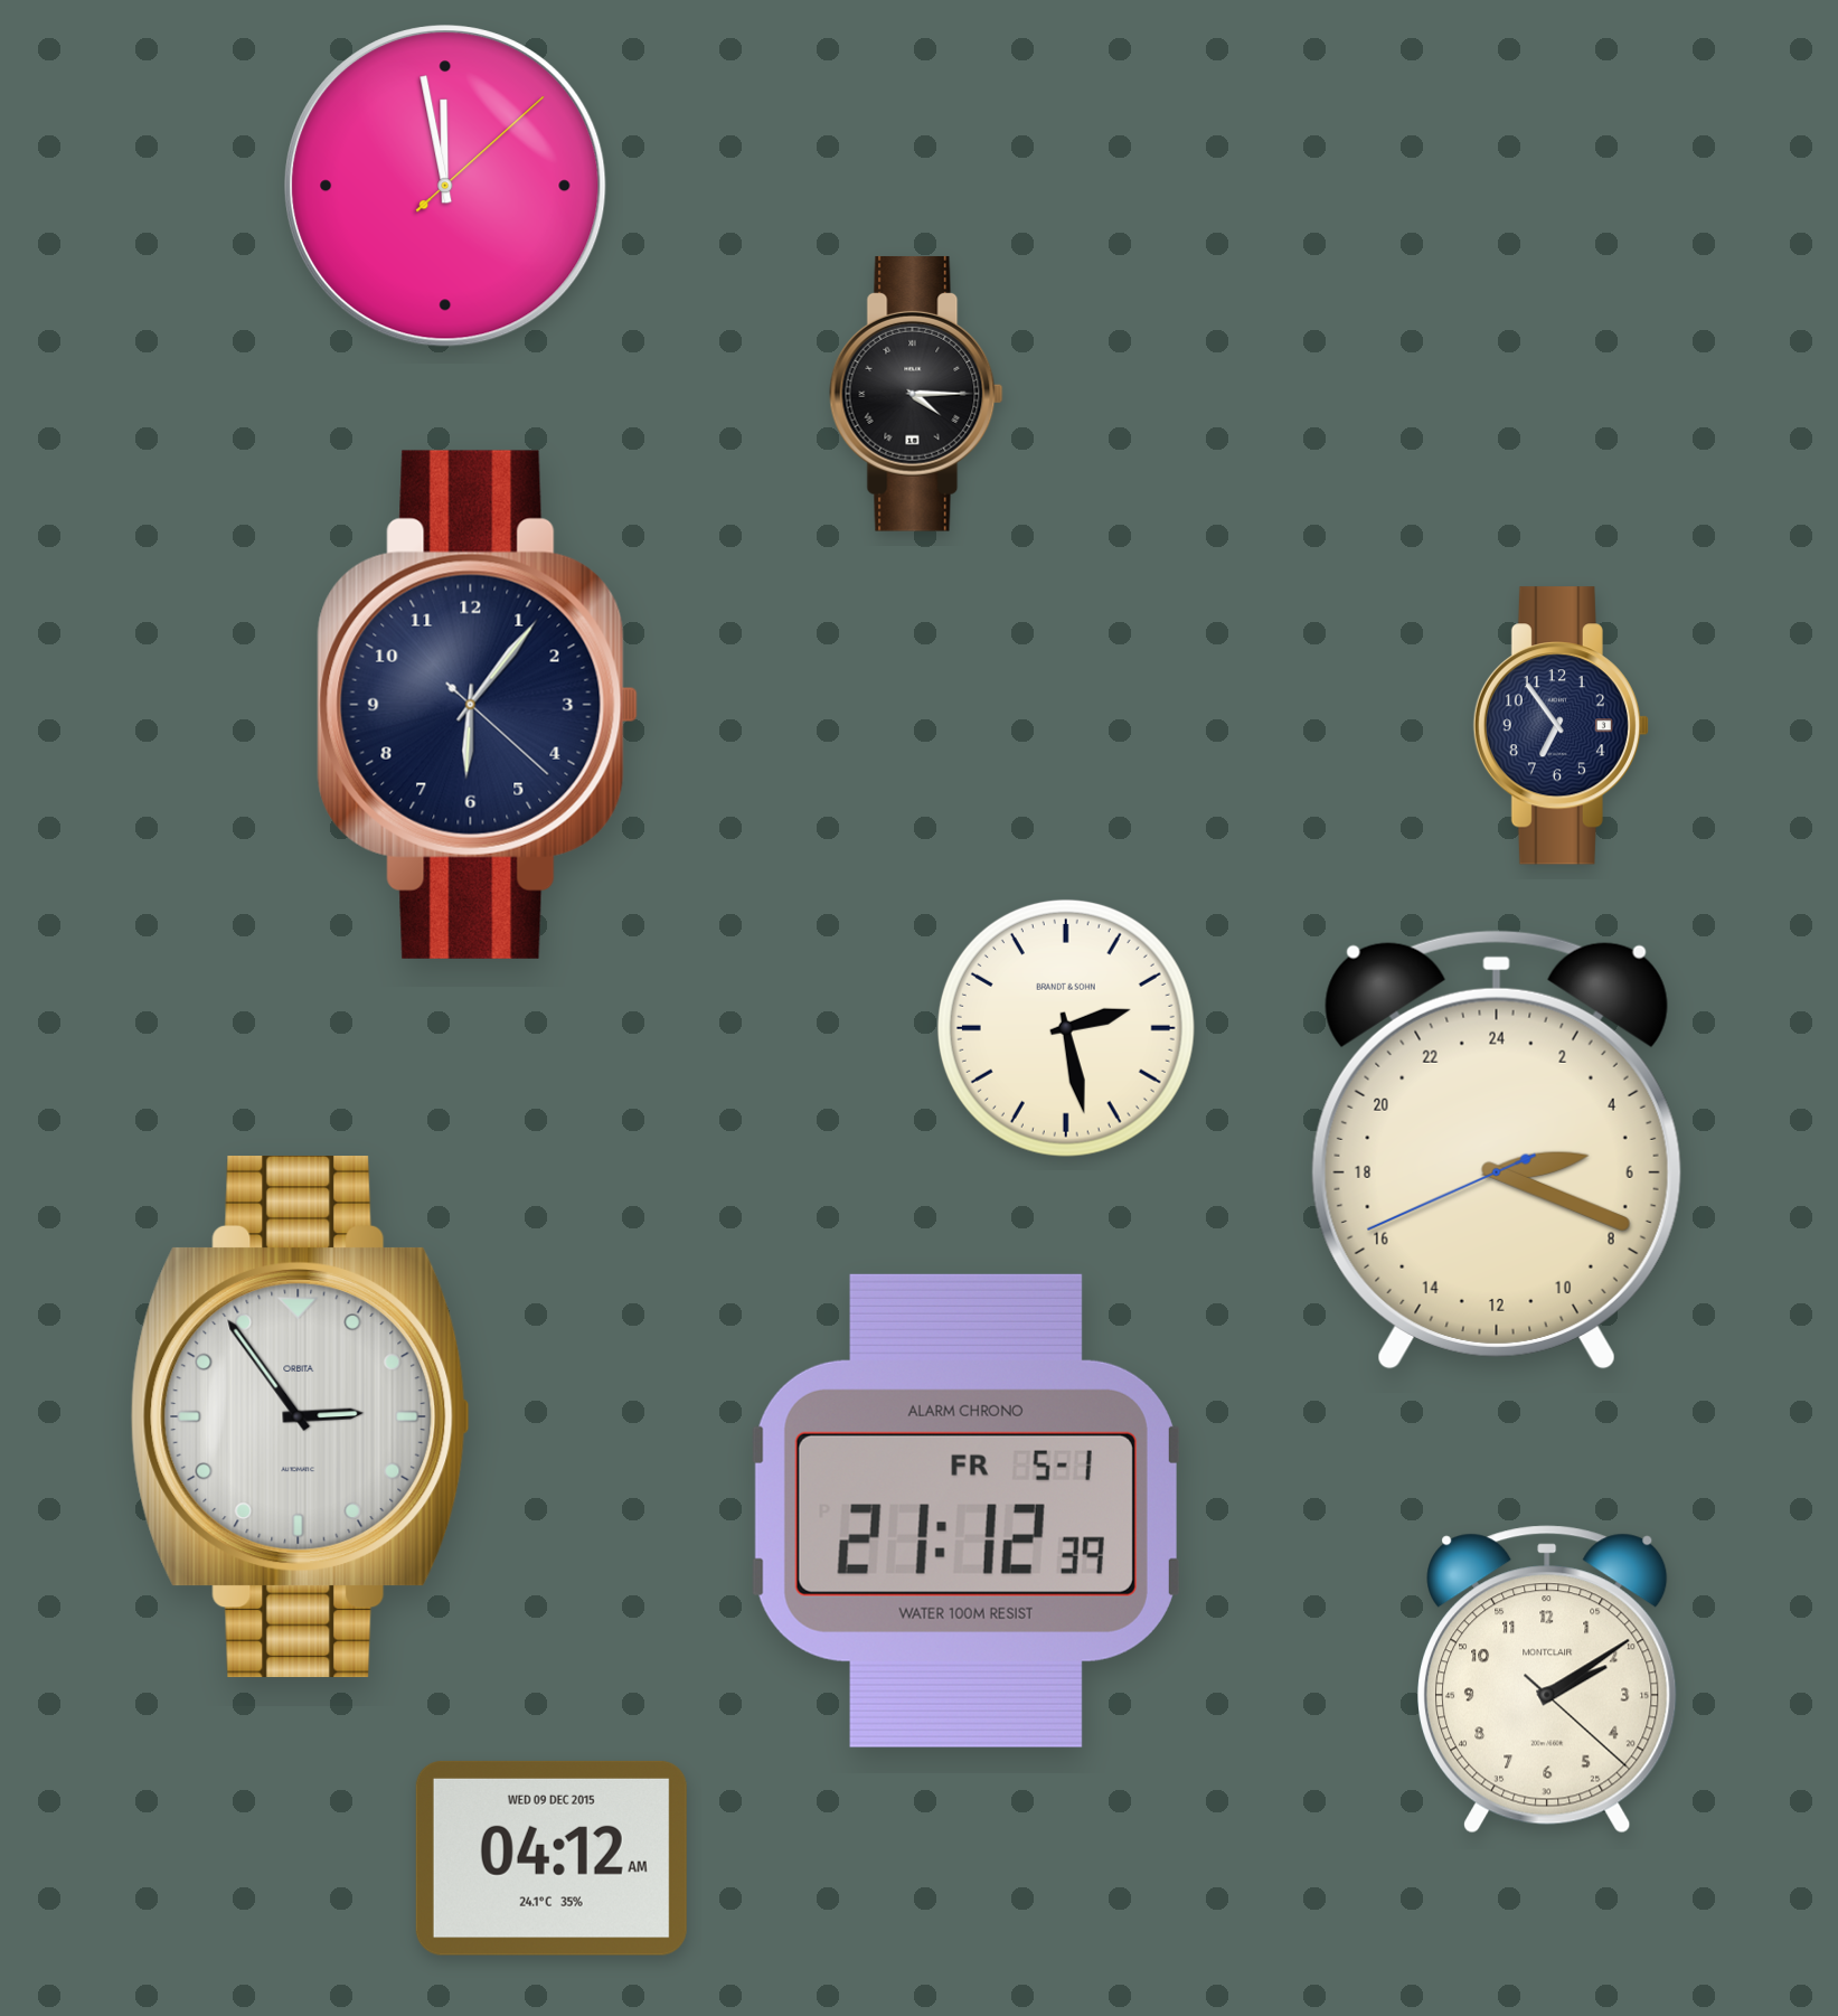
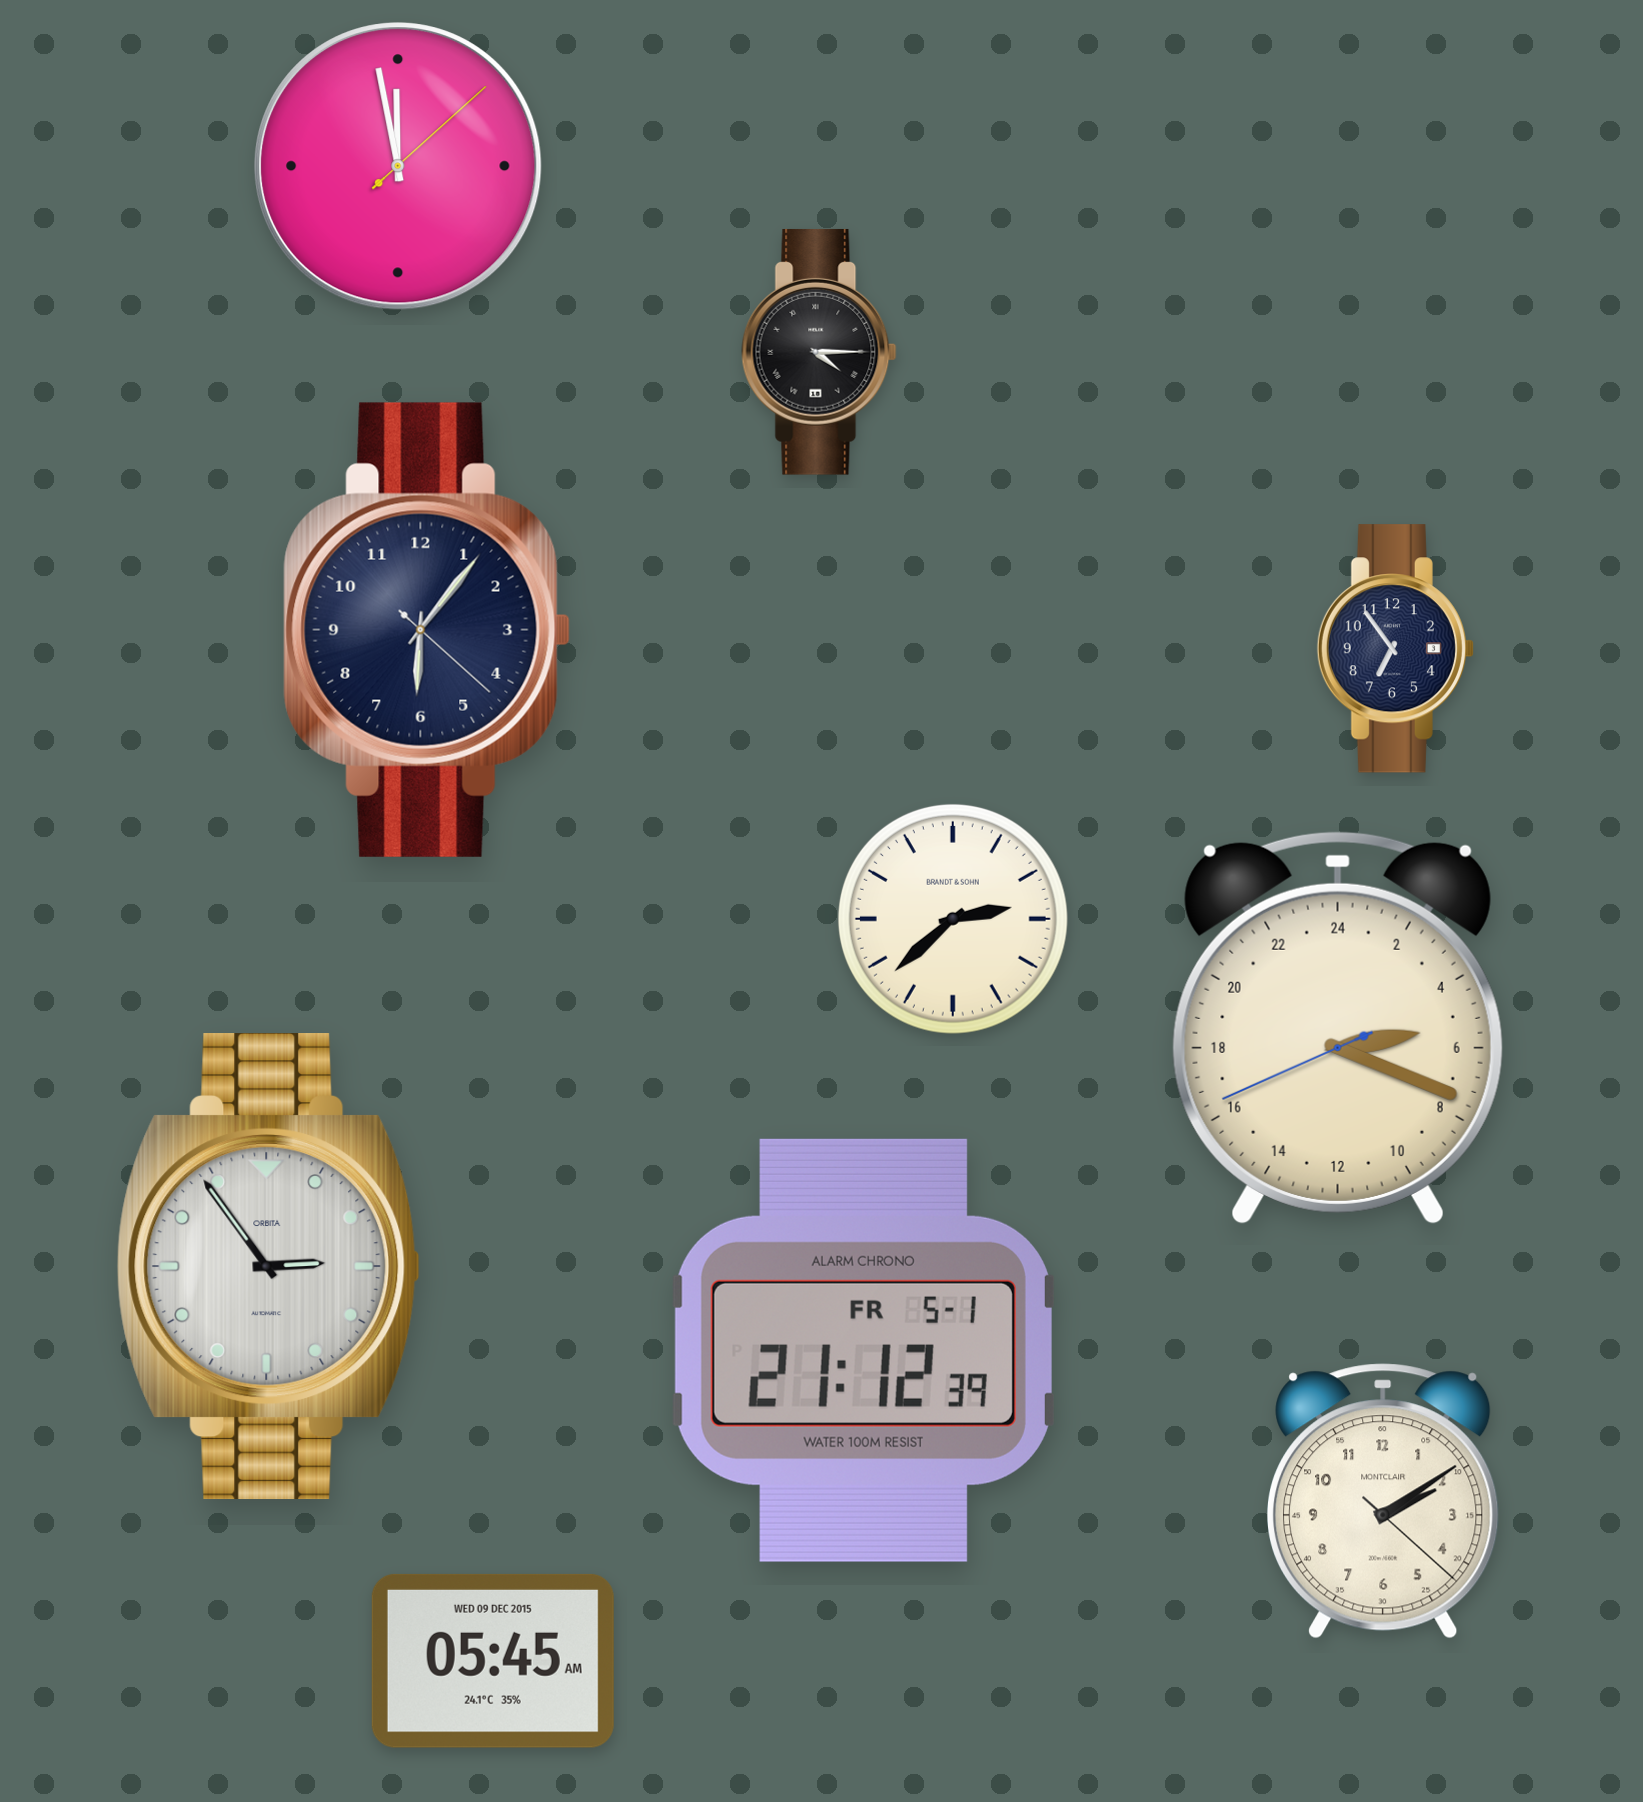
clock at (1066, 1028): 2:28 -> 2:38
clock at (552, 1858): 04:12 -> 05:45
